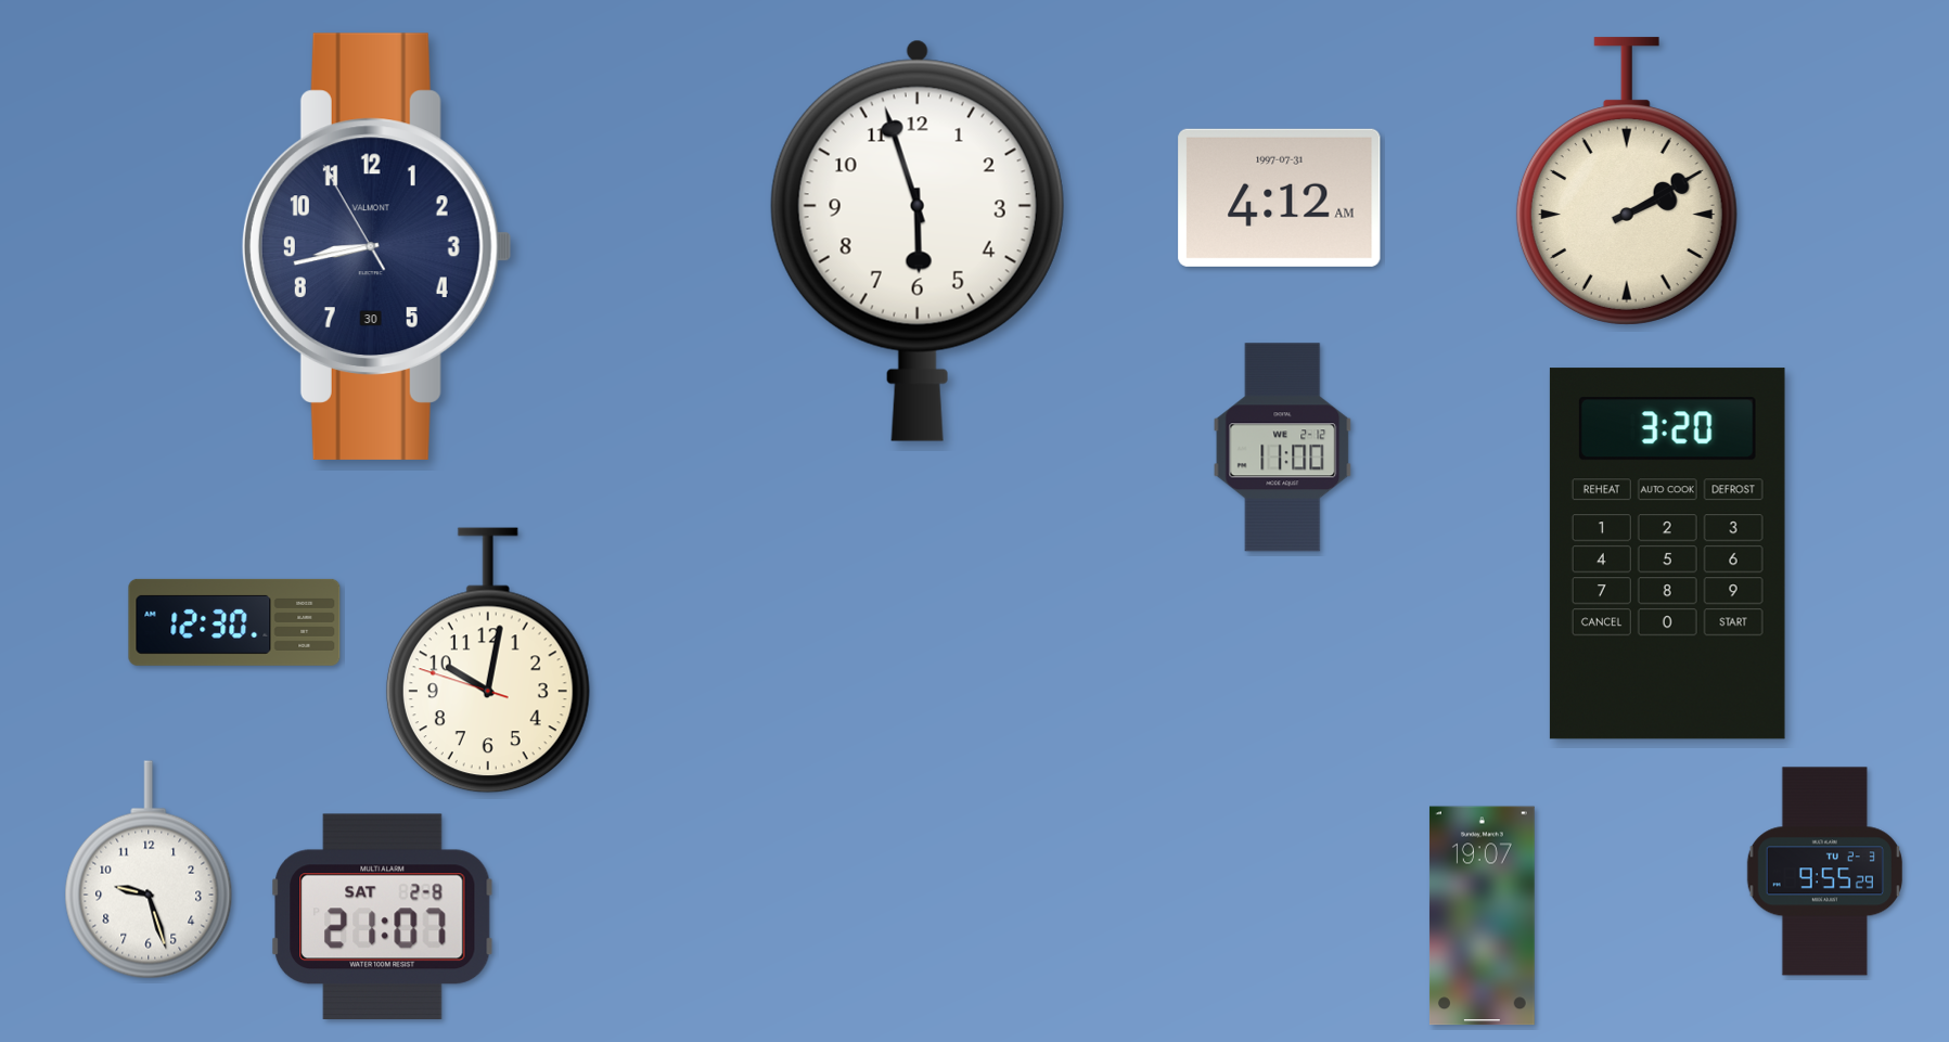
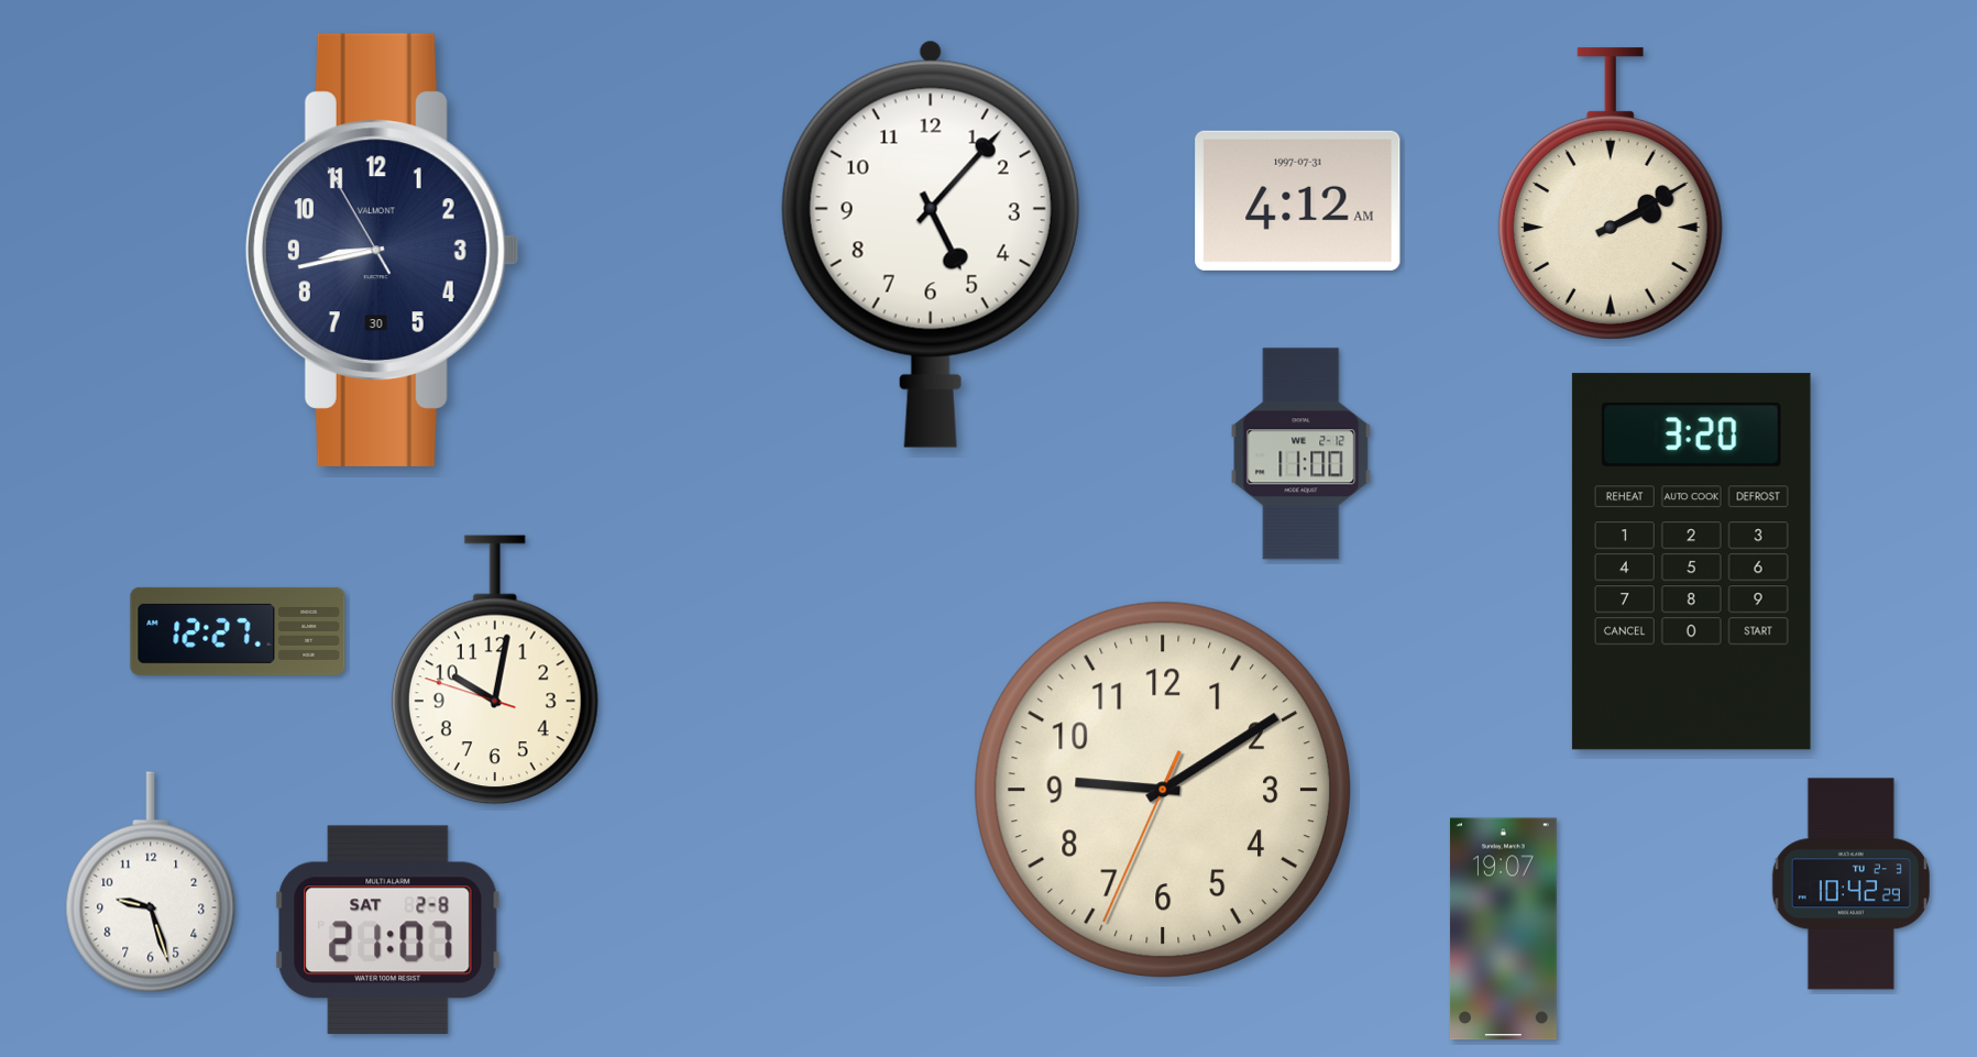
clock at (1627, 181) position: (1627, 181) -> (1611, 194)
clock at (918, 241): 5:57 -> 5:07
clock at (234, 622): 12:30 -> 12:27
clock at (1163, 790): none -> 9:09
clock at (1824, 872): 9:55 -> 10:42
